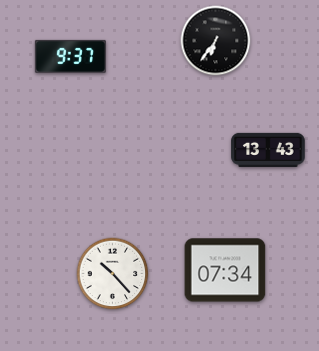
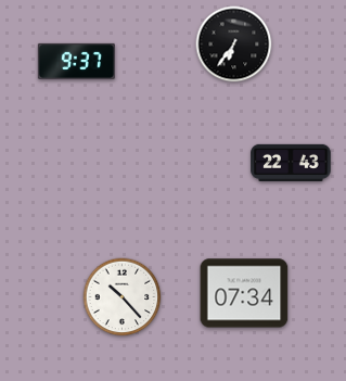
clock at (268, 150): 13:43 -> 22:43
